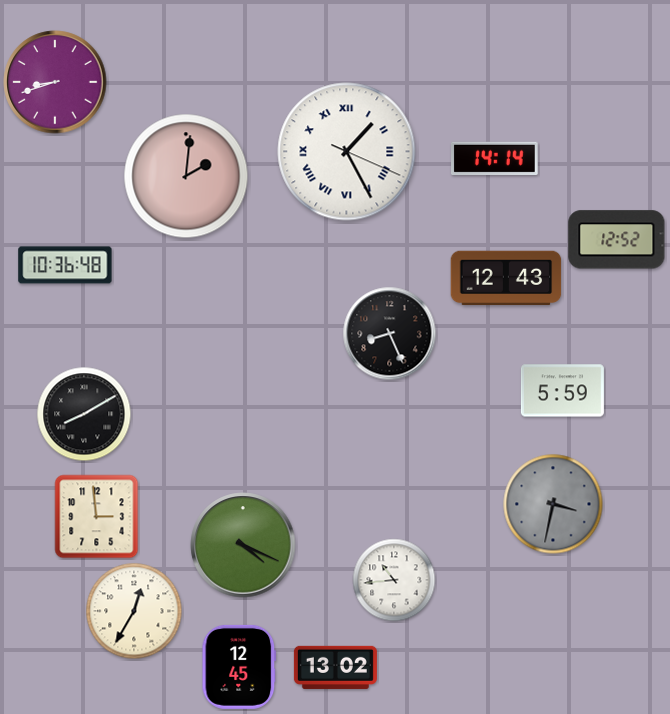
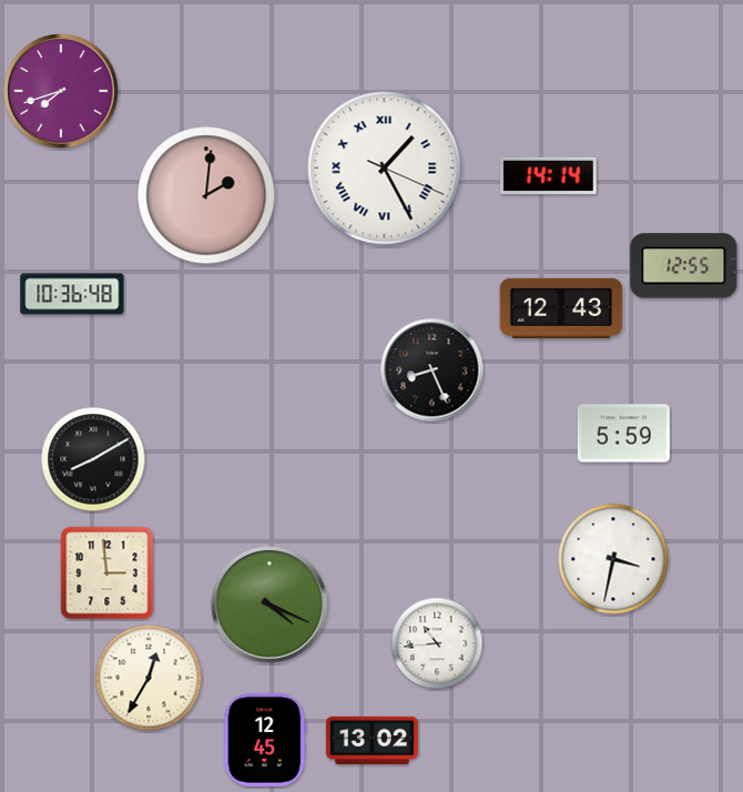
clock at (55, 82): 8:42 -> 7:42
clock at (617, 240): 12:52 -> 12:55
clock at (553, 504) dial: grey -> white
